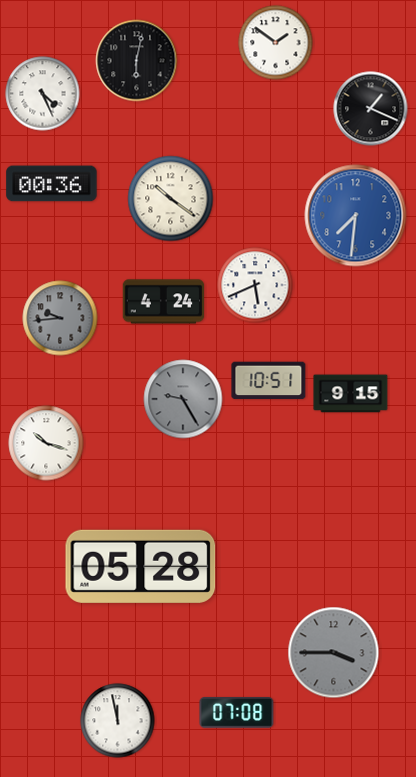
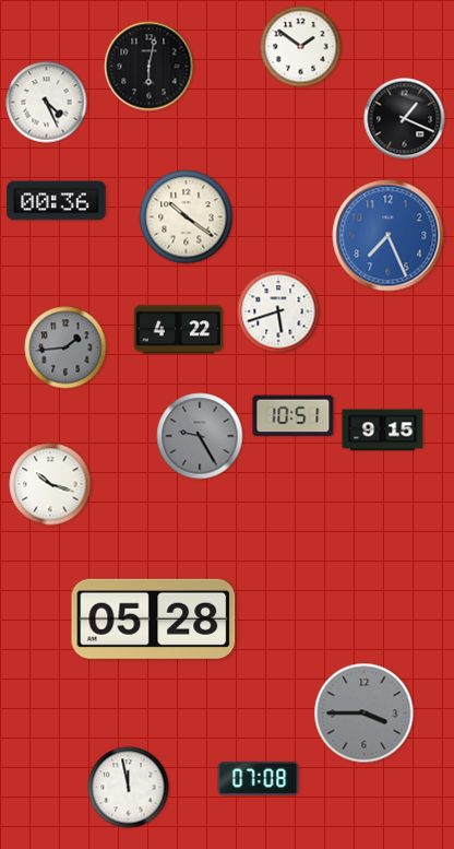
clock at (356, 216): 7:31 -> 7:26
clock at (255, 285): 5:41 -> 5:42
clock at (164, 302): 4:24 -> 4:22
clock at (60, 318): 9:44 -> 1:44
